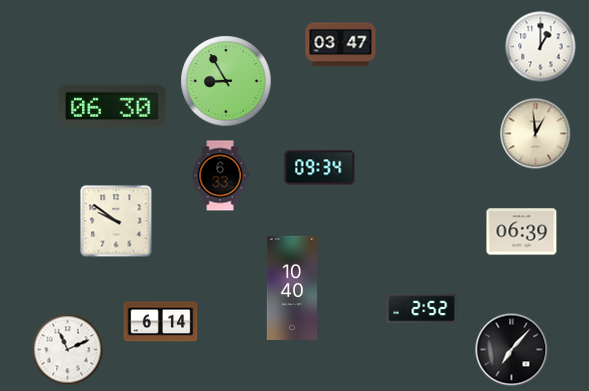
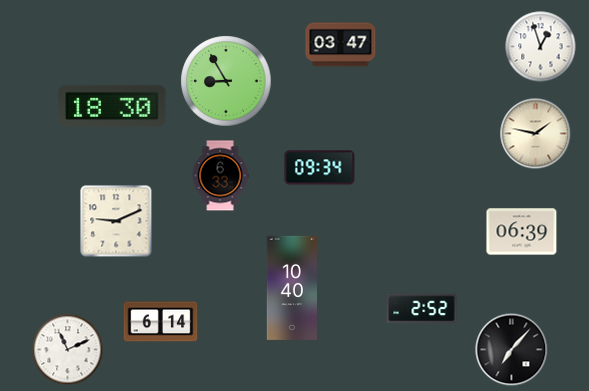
clock at (541, 47): 1:00 -> 12:57
clock at (112, 106): 06:30 -> 18:30
clock at (536, 134): 12:59 -> 1:47
clock at (116, 221): 9:51 -> 9:11
